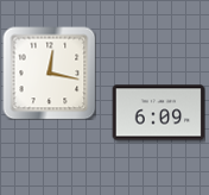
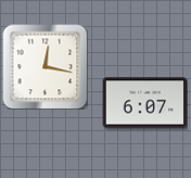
clock at (158, 113): 6:09 -> 6:07
